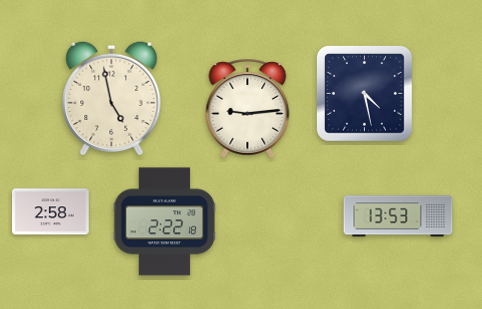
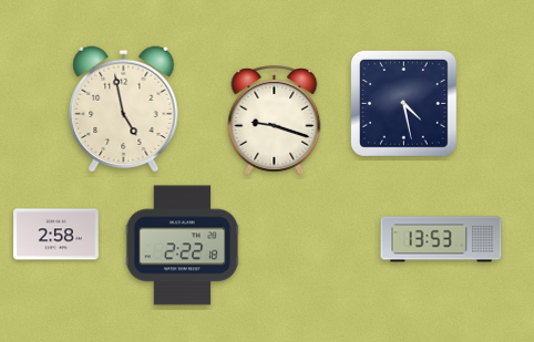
clock at (248, 108): 9:14 -> 9:18
